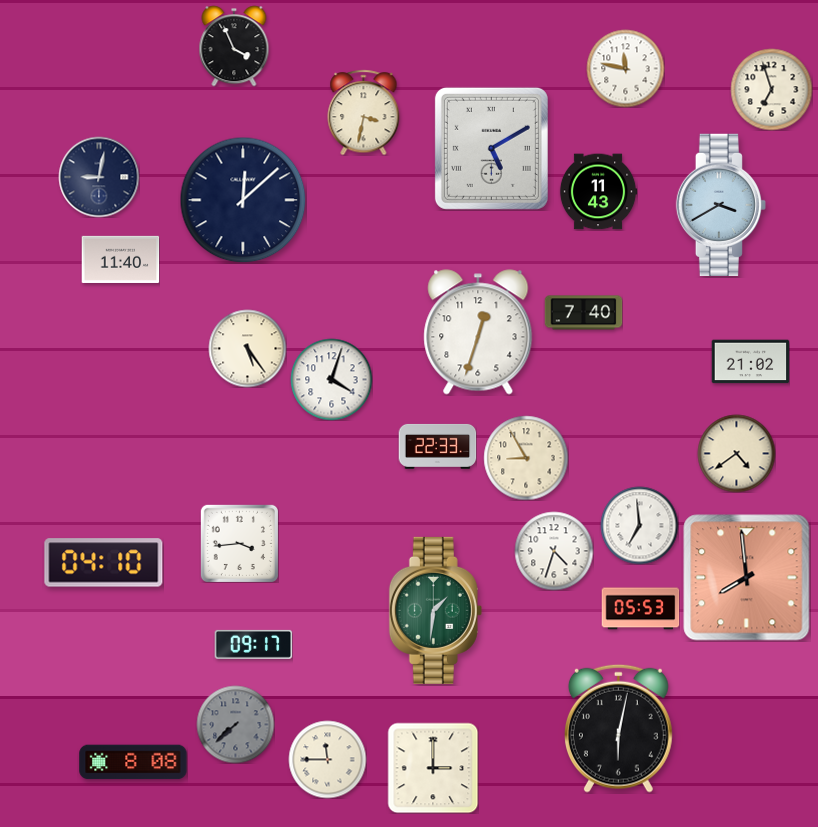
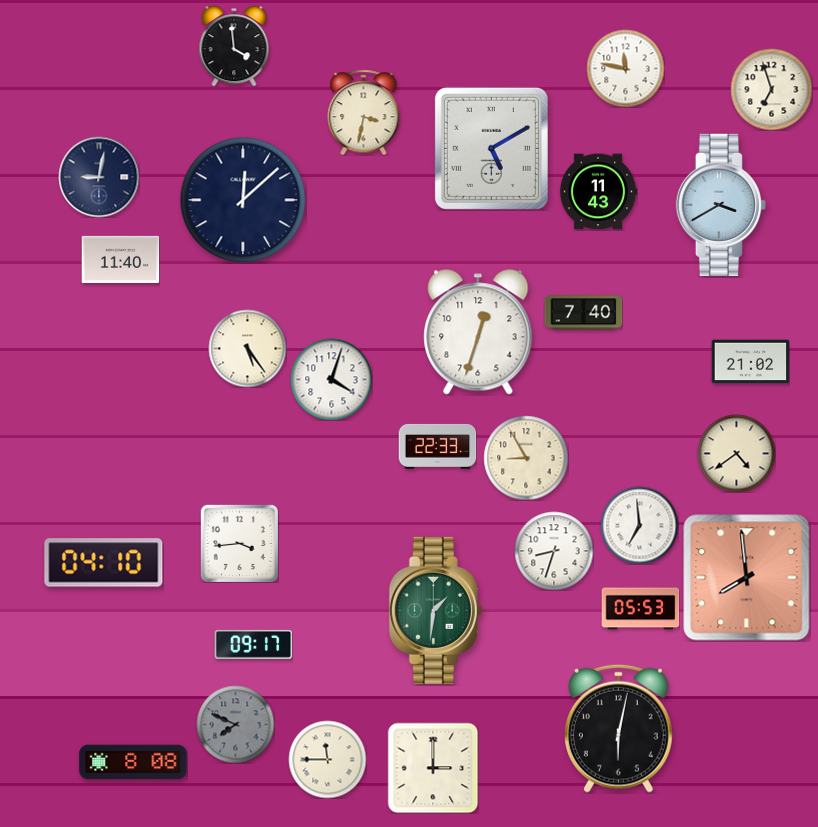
clock at (234, 46): 3:56 -> 3:59
clock at (554, 551): 4:33 -> 8:33
clock at (235, 724): 7:38 -> 7:49
